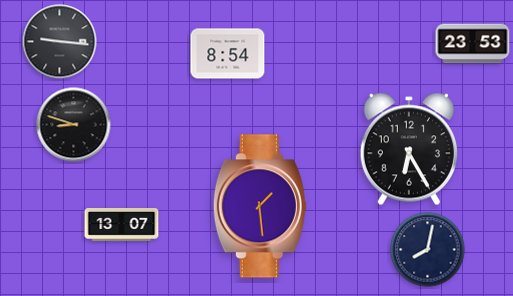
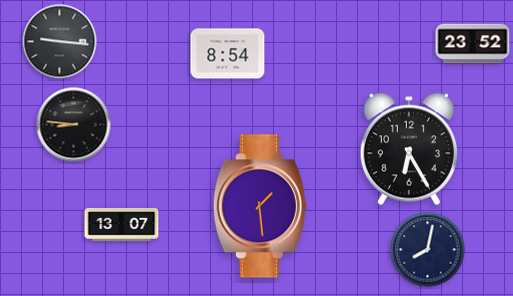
clock at (473, 44): 23:53 -> 23:52
clock at (74, 125): 8:48 -> 8:46
